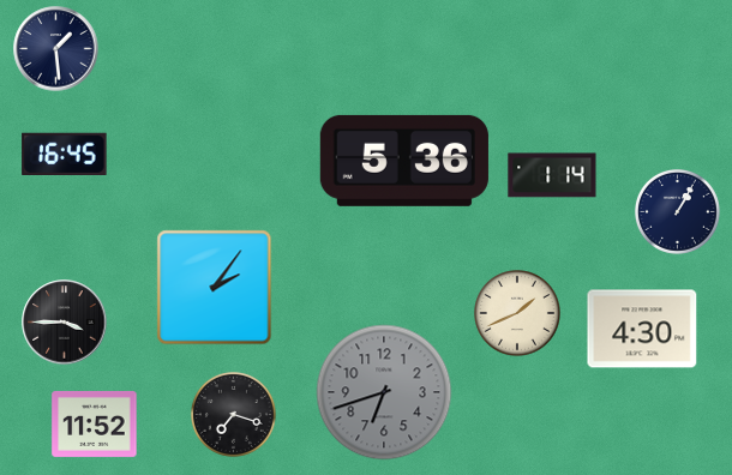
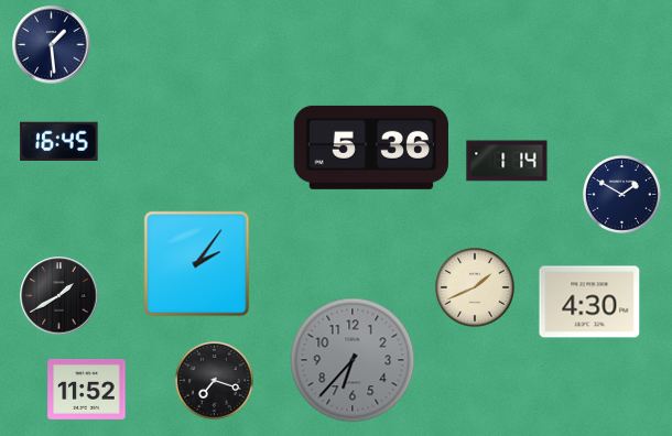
clock at (677, 211): 1:05 -> 1:50
clock at (65, 323): 3:45 -> 1:40
clock at (384, 392): 6:42 -> 6:37
